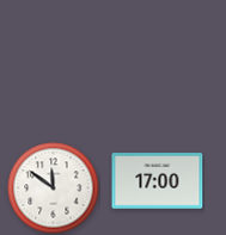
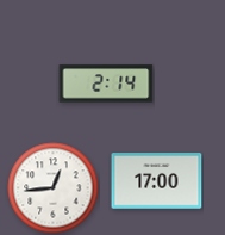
clock at (106, 84): none -> 2:14
clock at (54, 188): 11:51 -> 12:44
